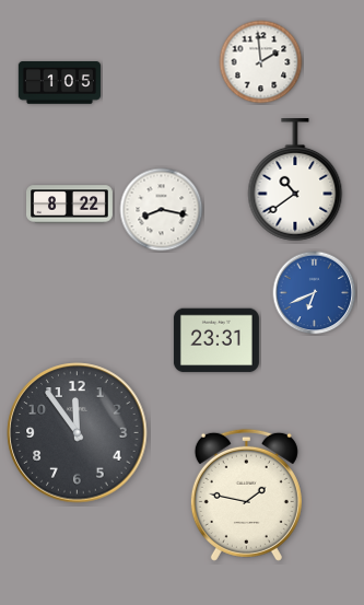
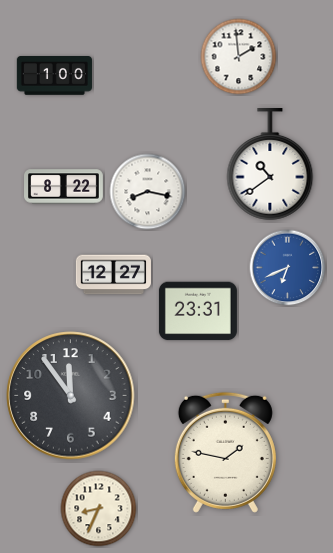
clock at (59, 83): 1:05 -> 1:00
clock at (113, 275): none -> 12:27
clock at (99, 509): none -> 8:34
